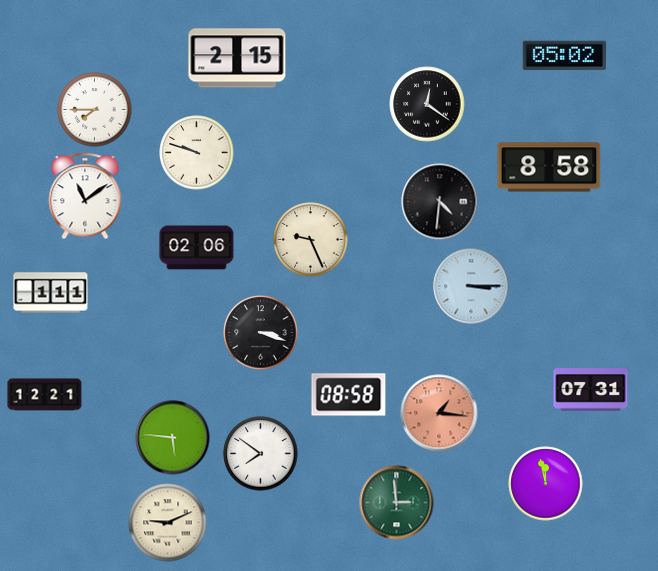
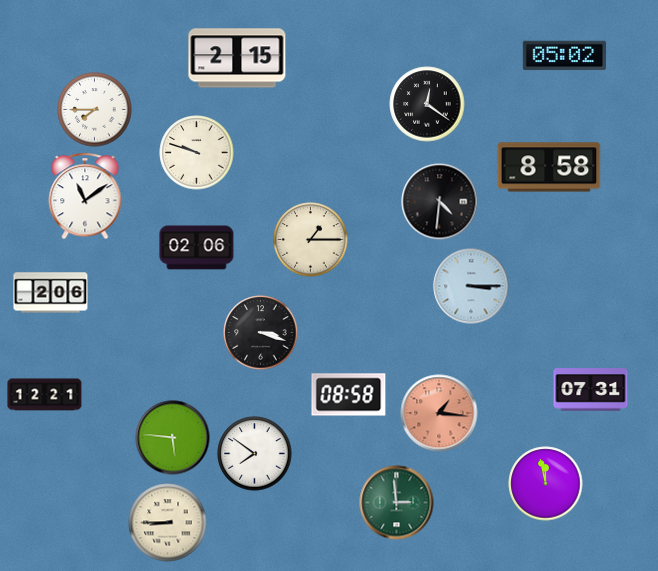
clock at (311, 240): 9:26 -> 1:15
clock at (51, 293): 1:11 -> 2:06
clock at (261, 454) position: (261, 454) -> (255, 454)
clock at (168, 523): 9:11 -> 8:45
